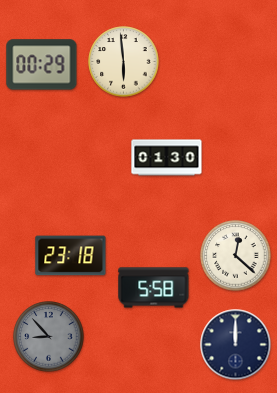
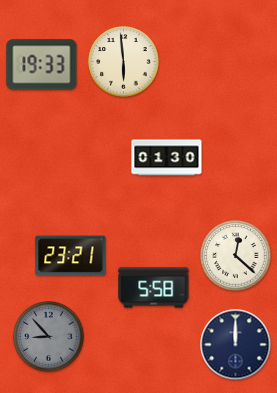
clock at (42, 65): 00:29 -> 19:33
clock at (71, 256): 23:18 -> 23:21
